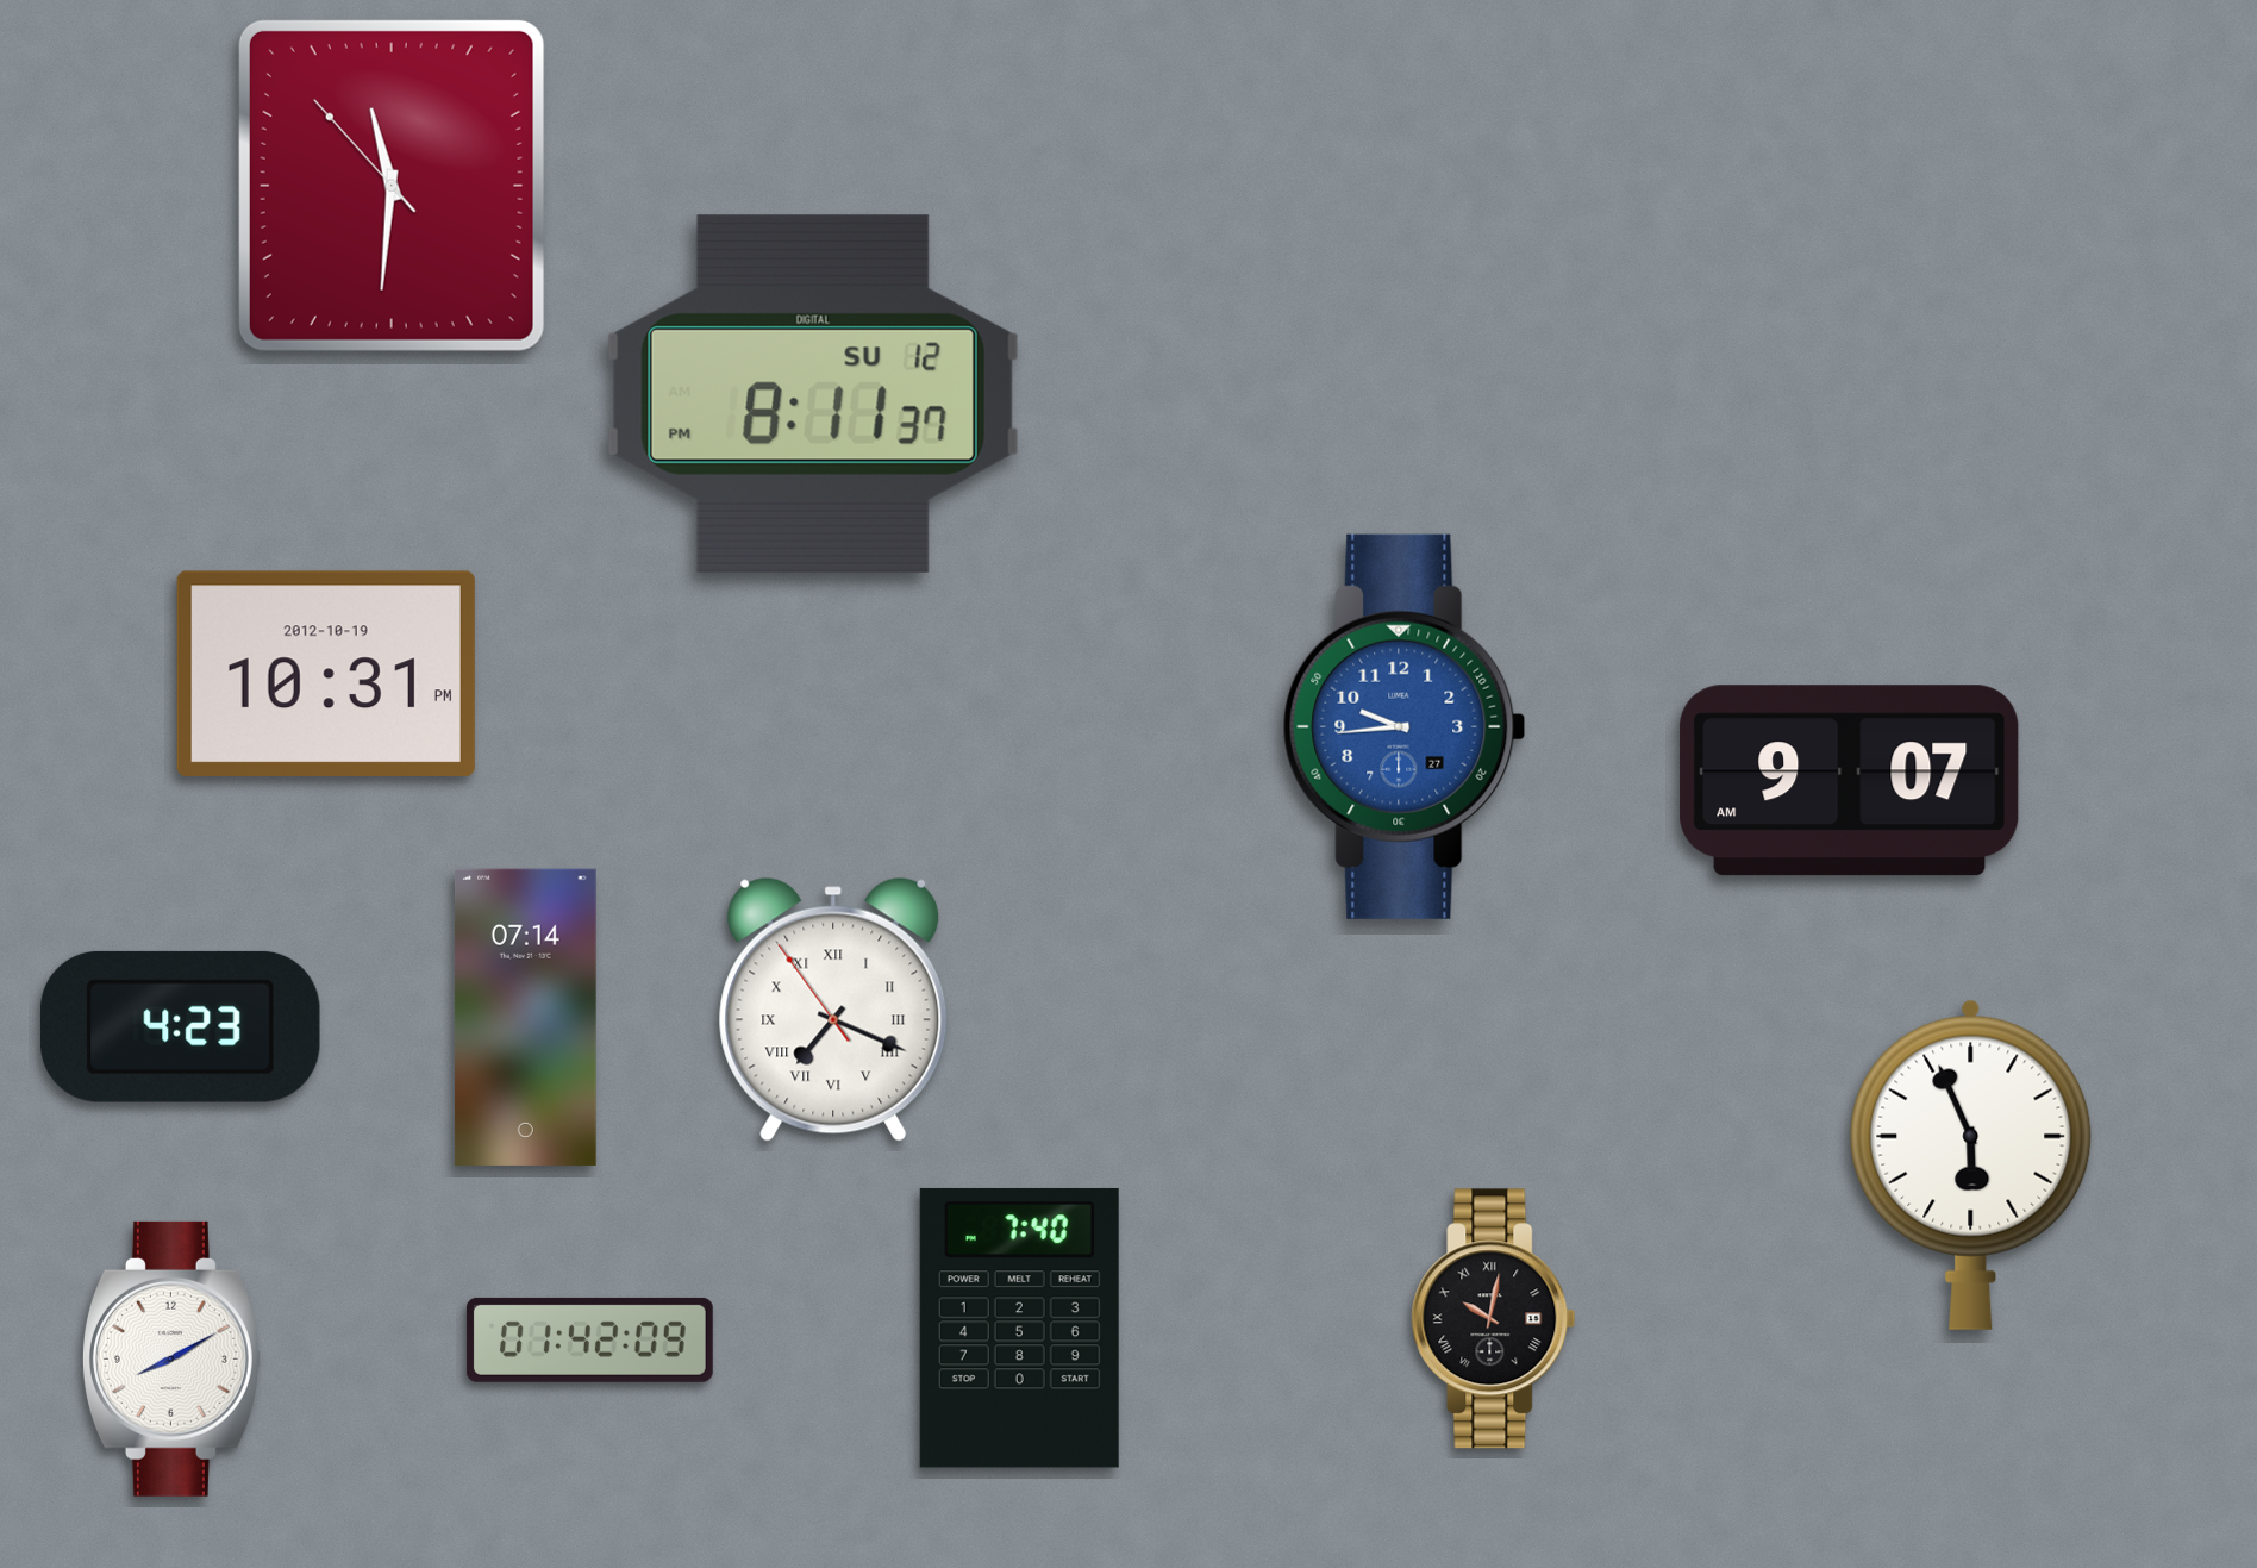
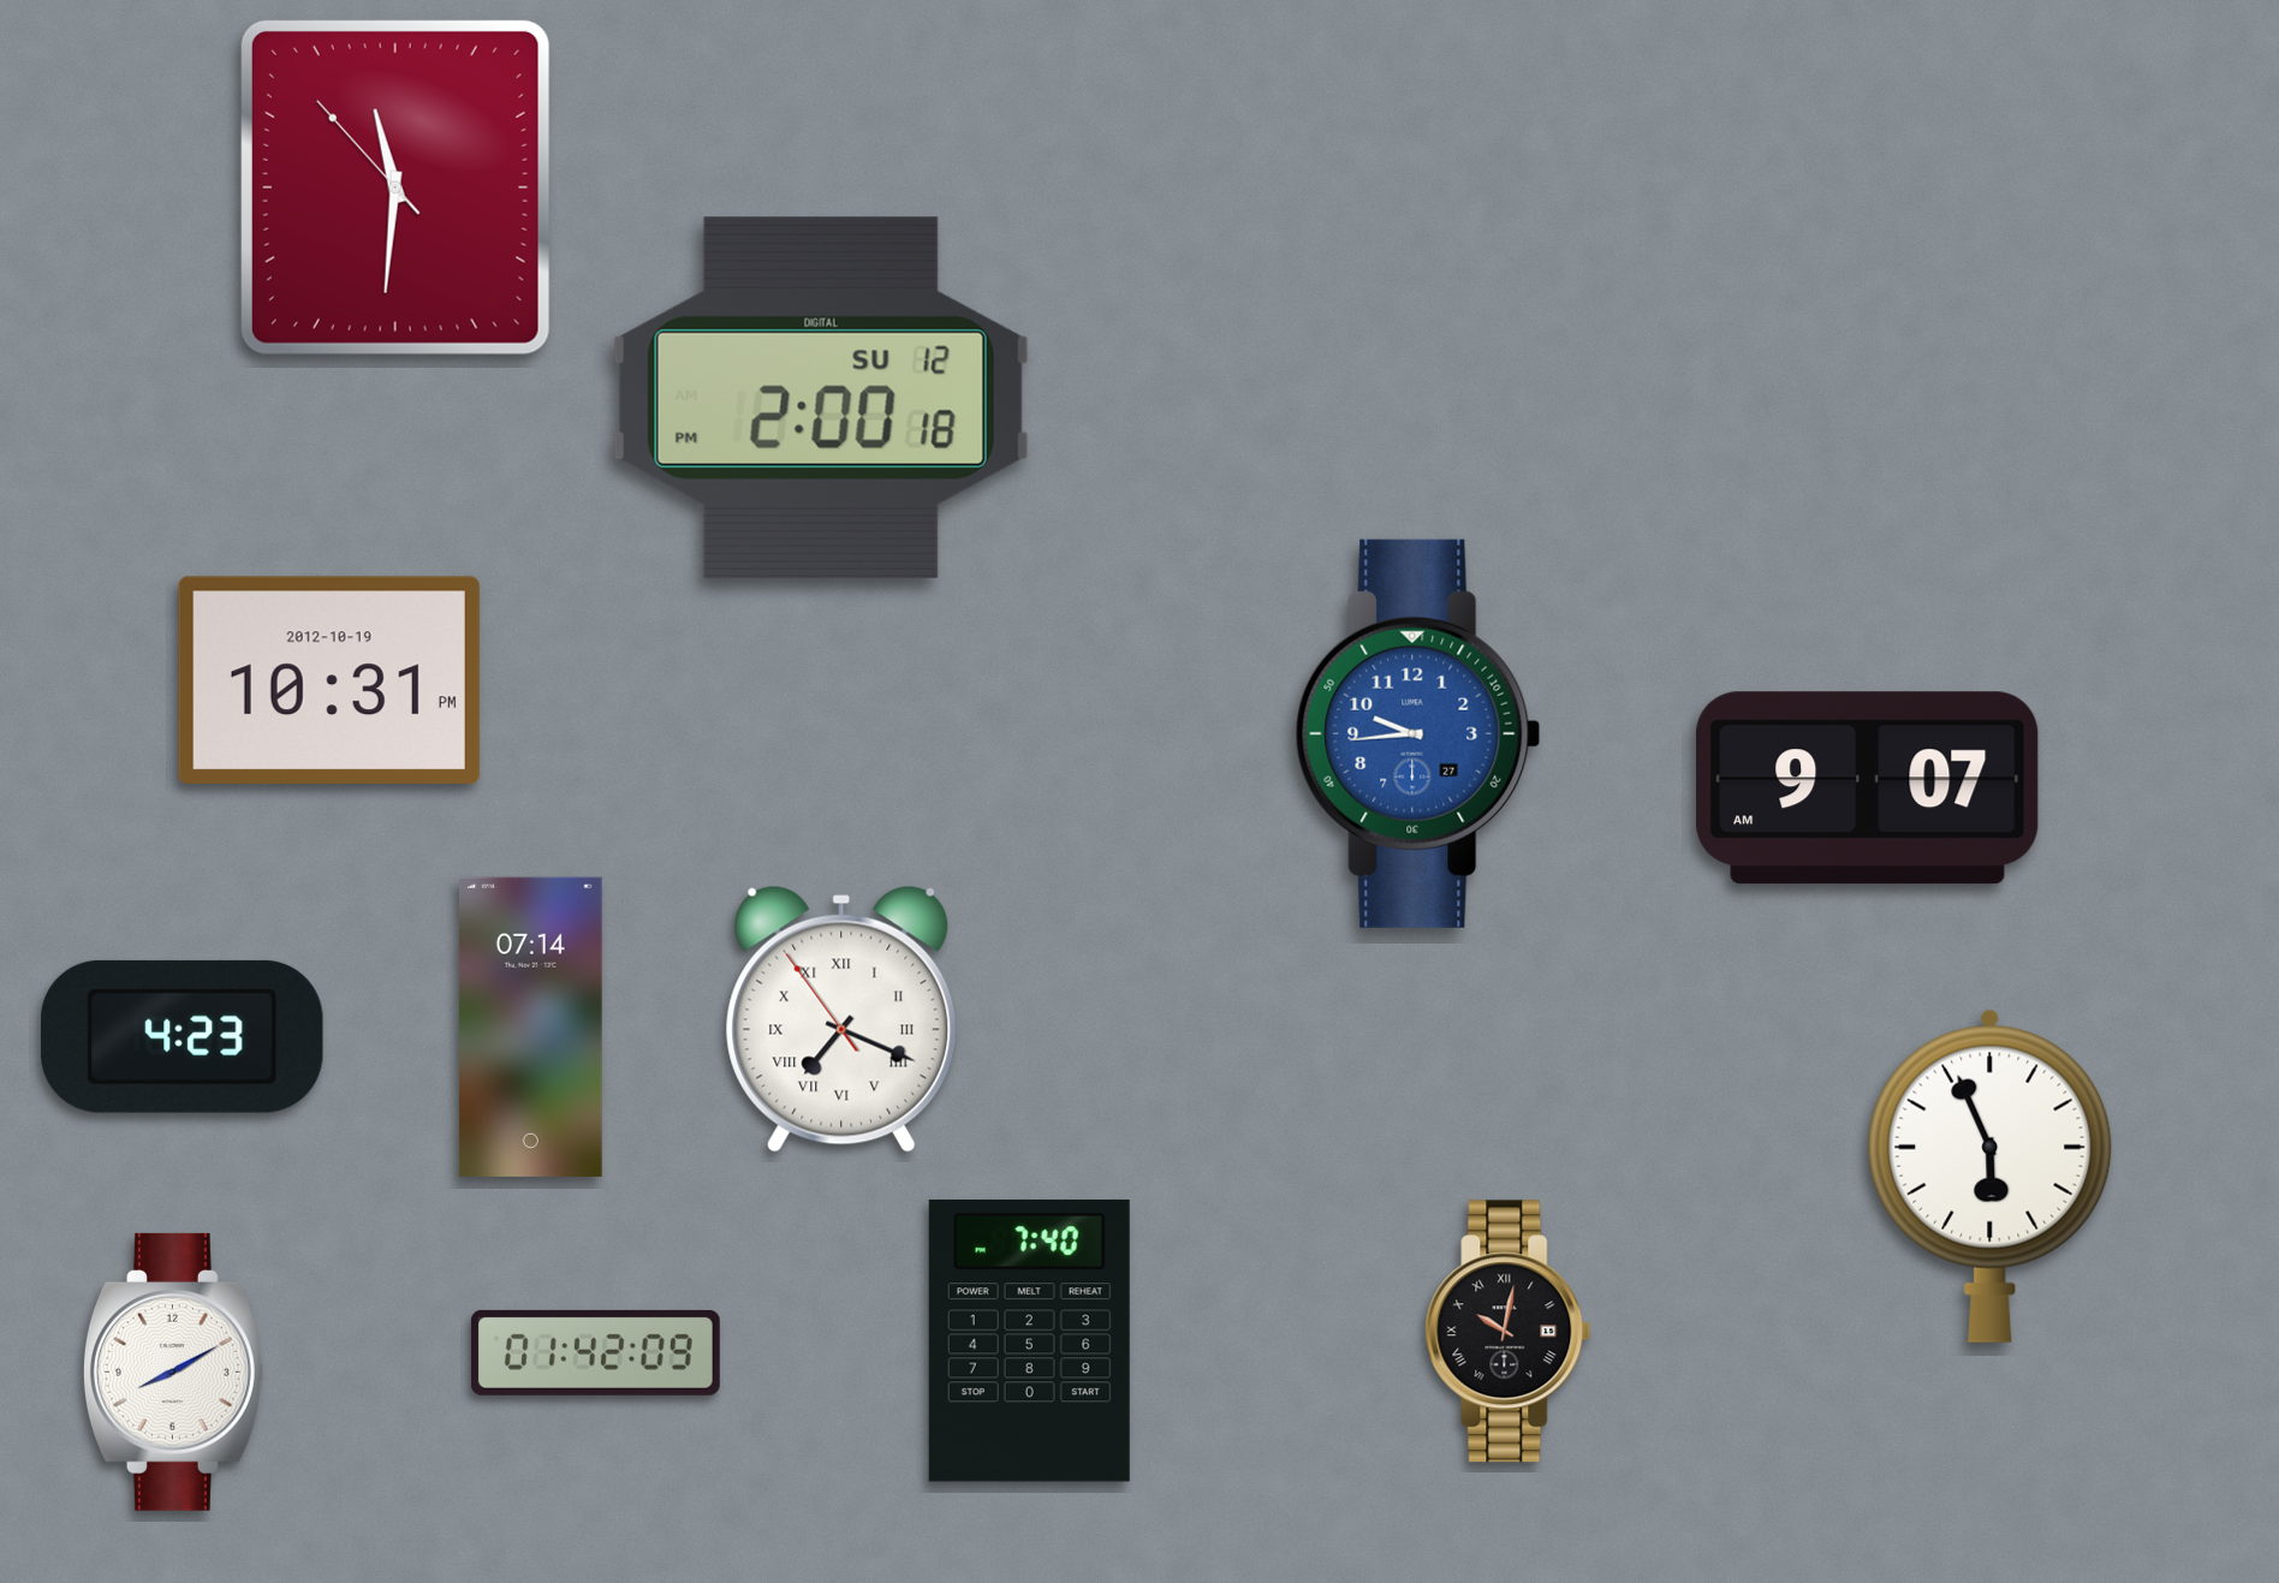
clock at (813, 394): 8:11 -> 2:00
